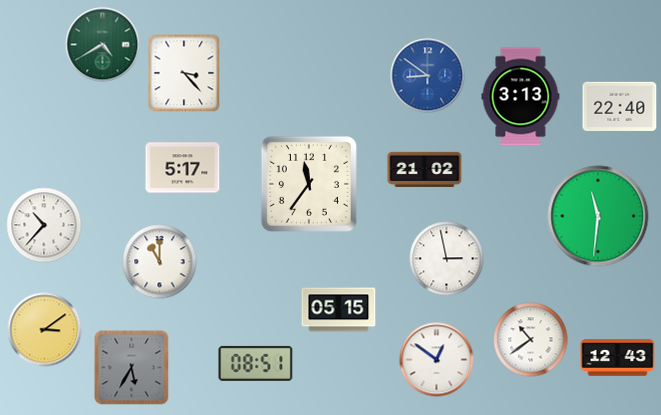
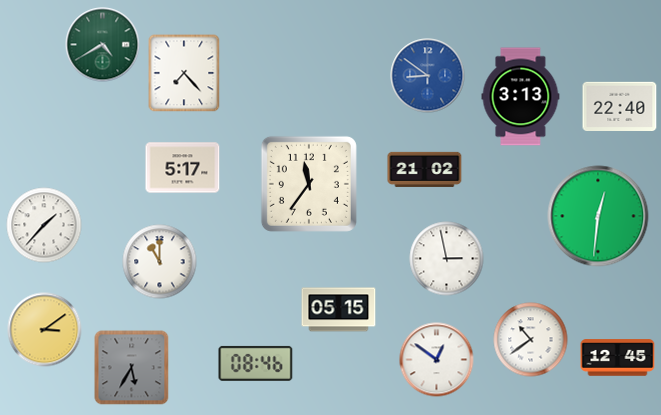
clock at (184, 73): 3:23 -> 7:23
clock at (598, 216): 11:31 -> 12:31
clock at (44, 225): 10:37 -> 1:37
clock at (618, 358): 12:43 -> 12:45
clock at (256, 363): 08:51 -> 08:46
